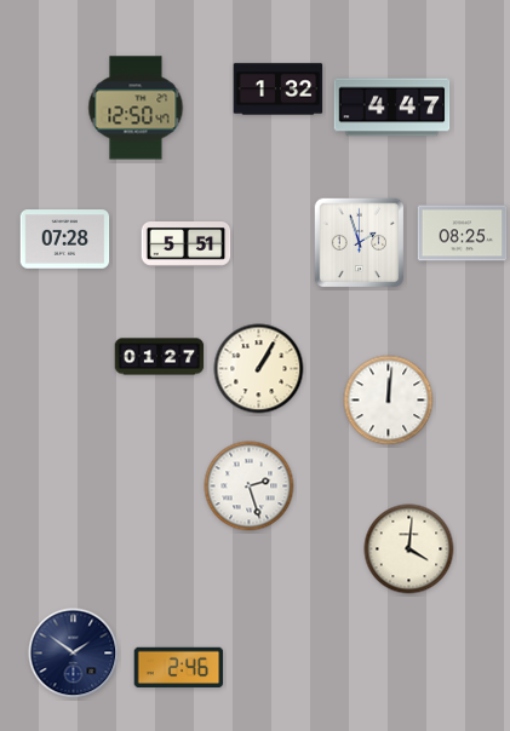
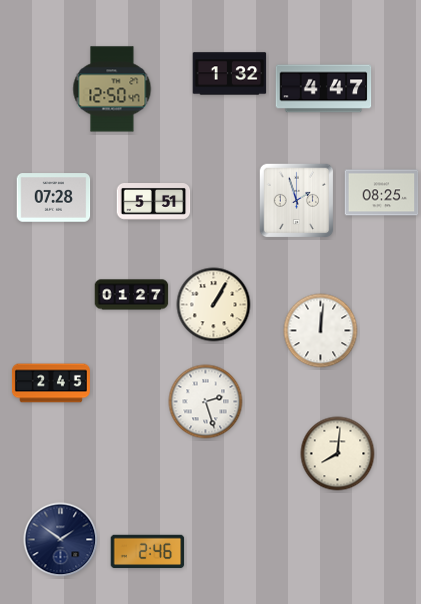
clock at (51, 383): none -> 2:45
clock at (409, 549): 4:01 -> 8:01
